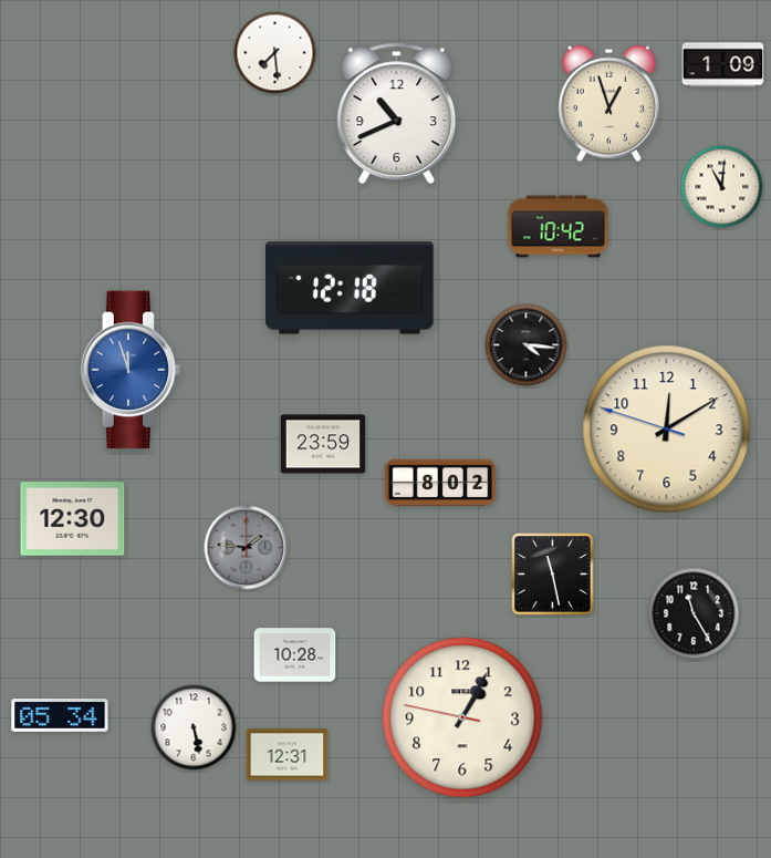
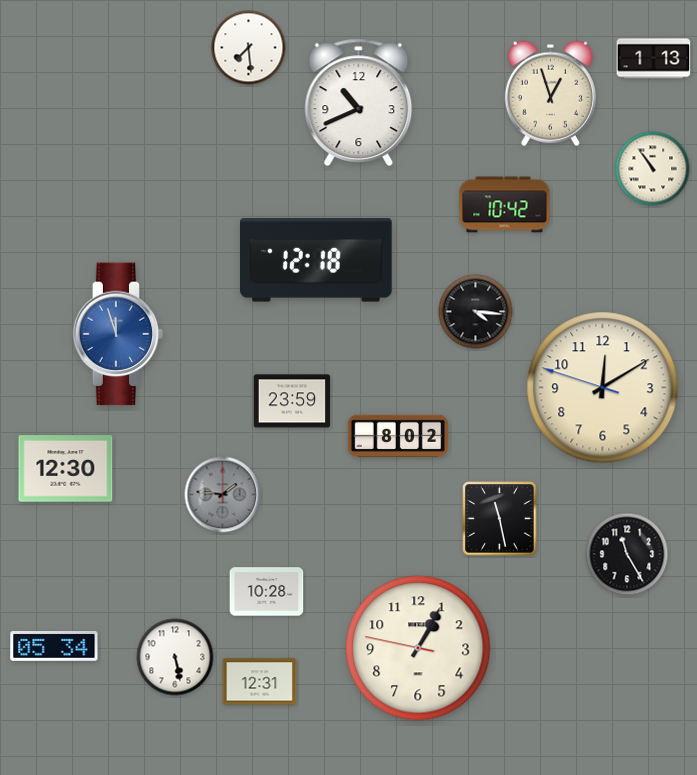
clock at (723, 65): 1:09 -> 1:13
clock at (722, 187): 11:01 -> 10:54
